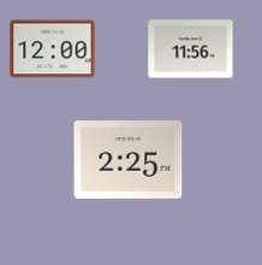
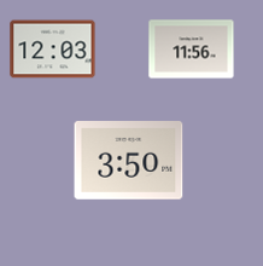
clock at (53, 49): 12:00 -> 12:03
clock at (129, 160): 2:25 -> 3:50
